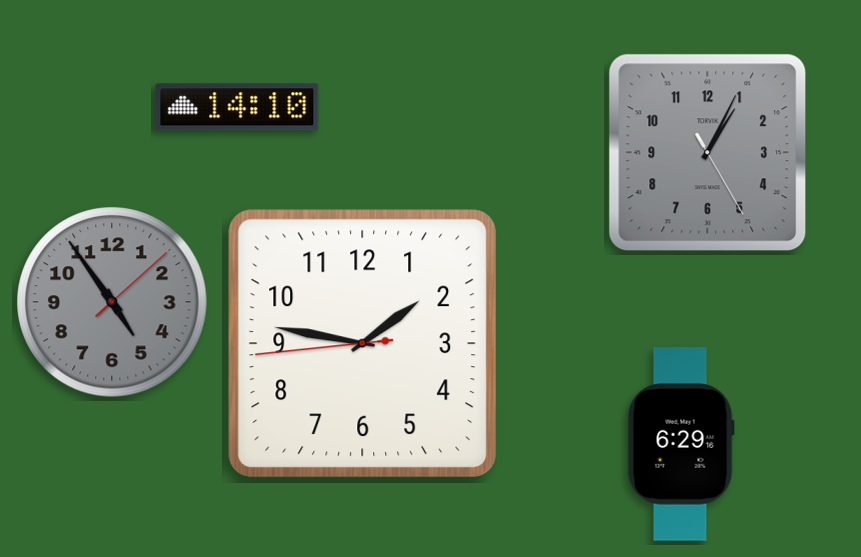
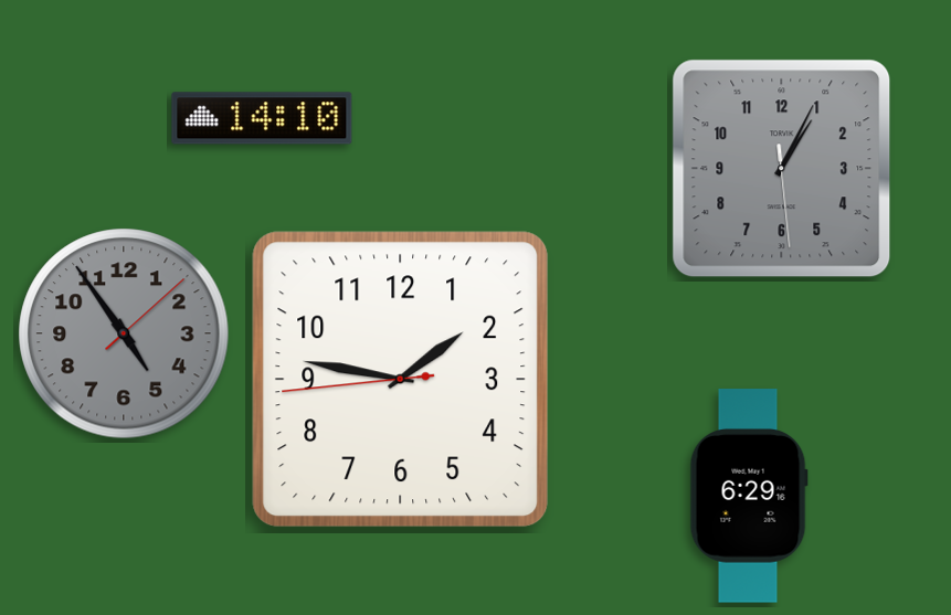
clock at (708, 153): 1:04:25 -> 1:04:29
clock at (681, 444) position: (681, 444) -> (749, 496)
